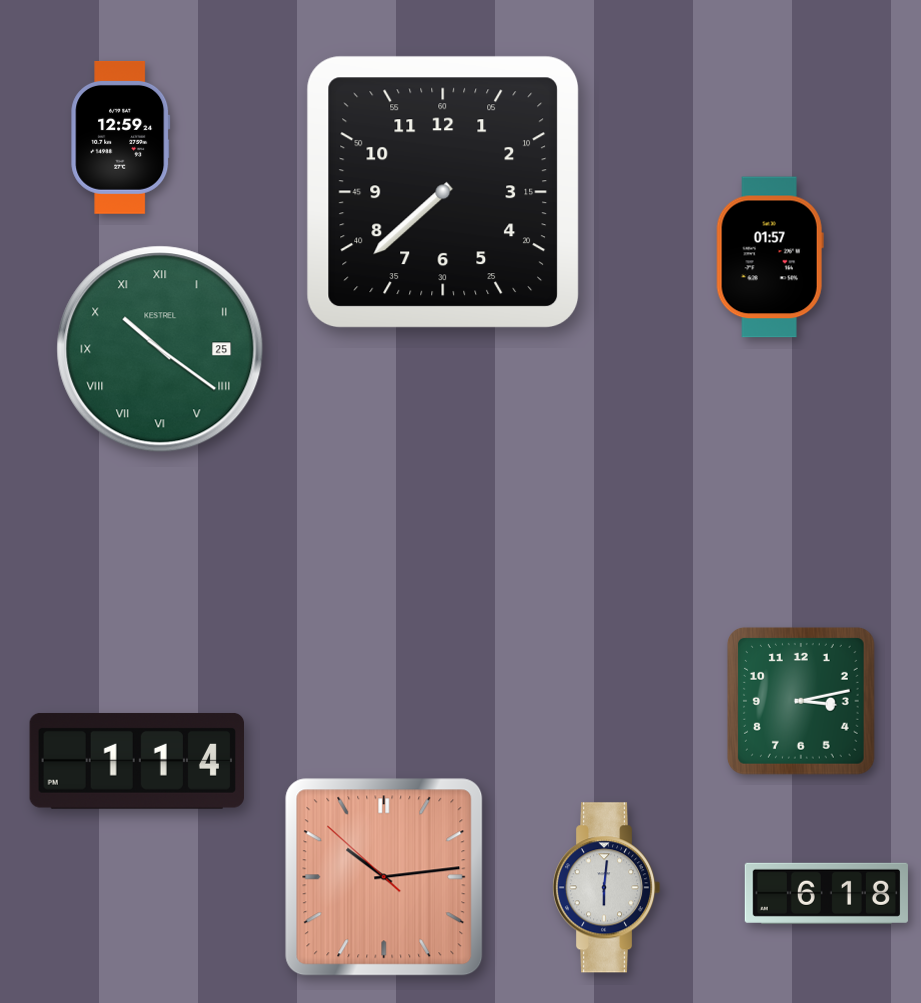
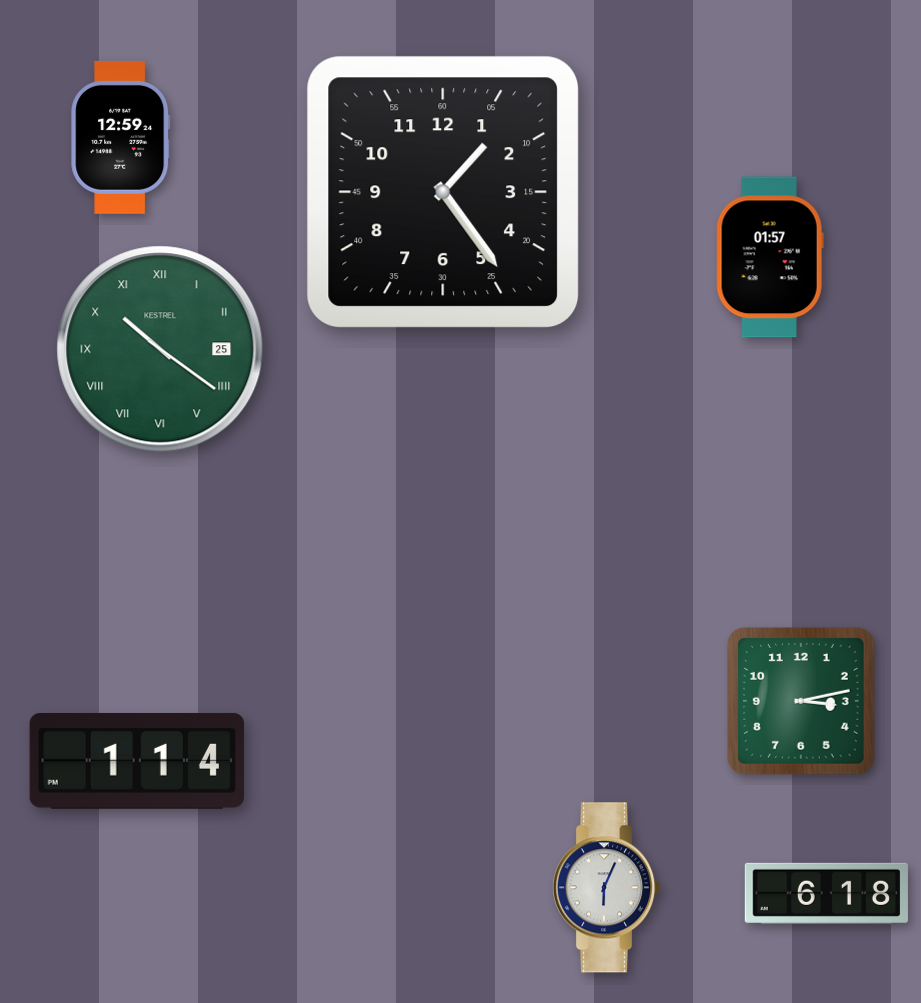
clock at (443, 192): 7:38 -> 1:24
clock at (384, 877): 10:13 -> none
clock at (606, 888): 6:01 -> 6:04
